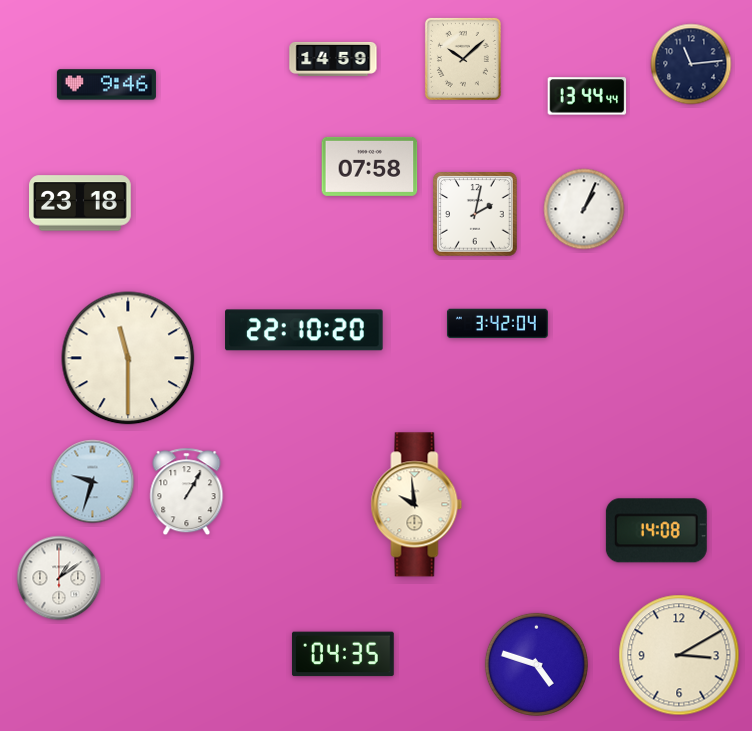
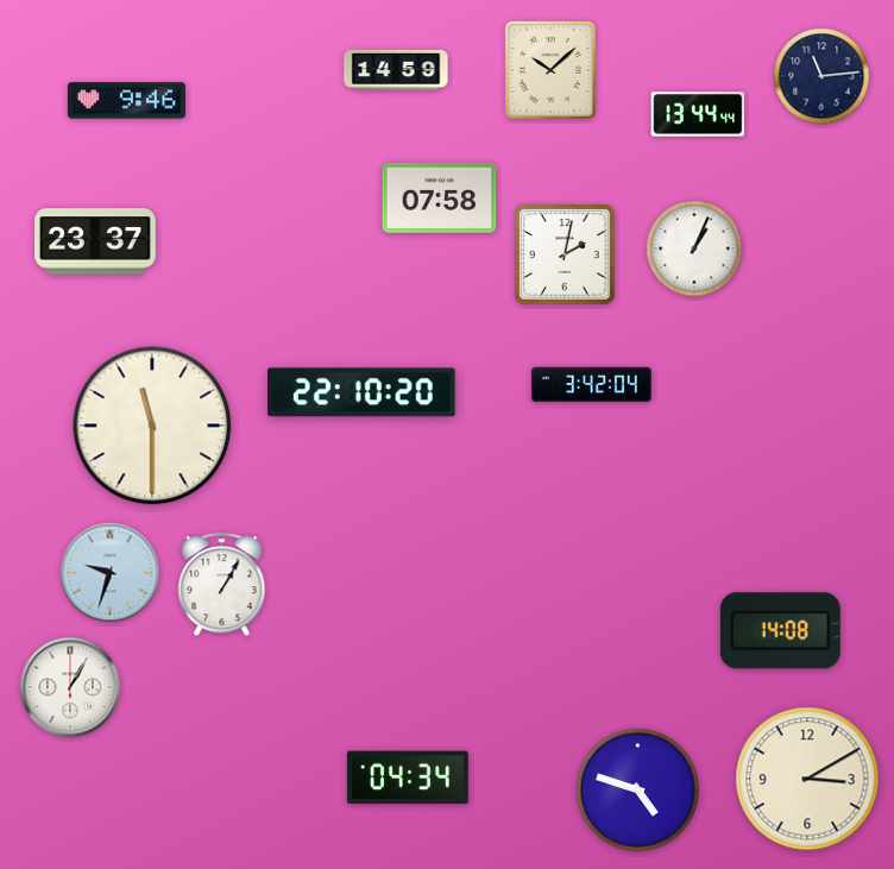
clock at (81, 203): 23:18 -> 23:37
clock at (417, 505): 9:59 -> none
clock at (59, 578): 1:09 -> 1:05
clock at (343, 654): 04:35 -> 04:34
